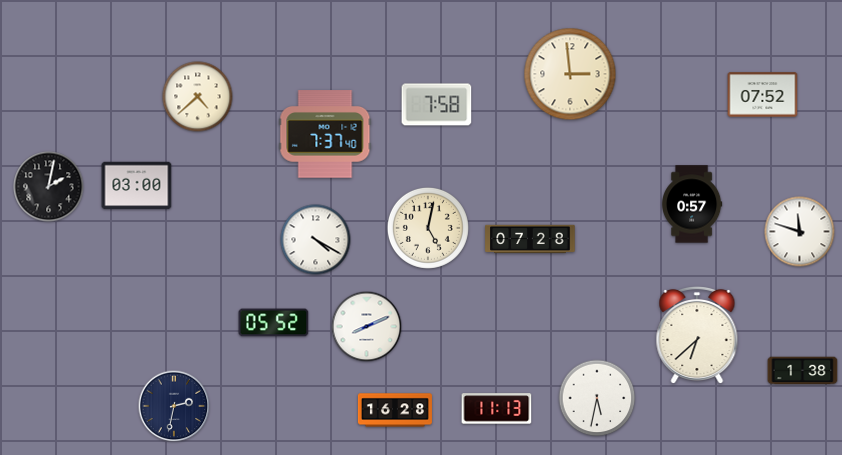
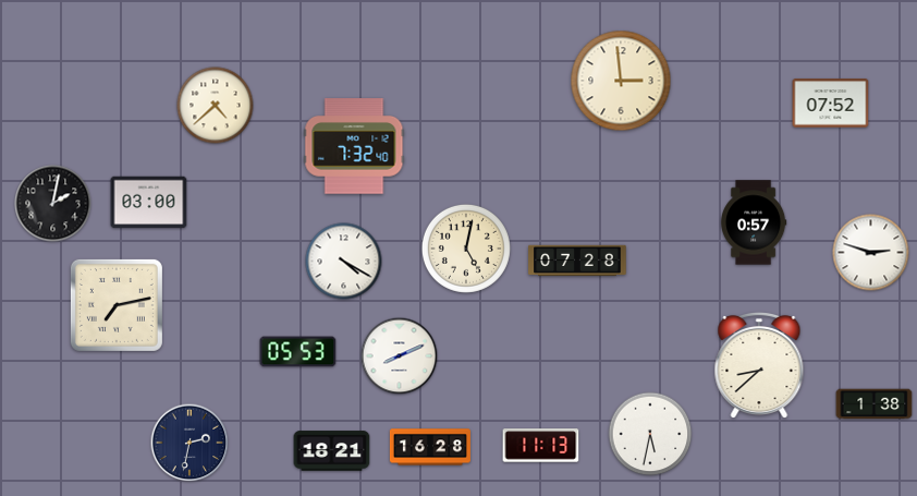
clock at (437, 105): 7:58 -> none
clock at (325, 134): 7:37 -> 7:32
clock at (800, 232): 11:48 -> 2:48
clock at (117, 305): none -> 7:13
clock at (274, 323): 05:52 -> 05:53
clock at (697, 334): 6:38 -> 8:38
clock at (332, 451): none -> 18:21
